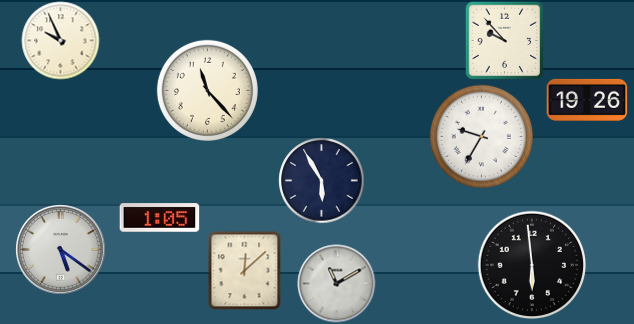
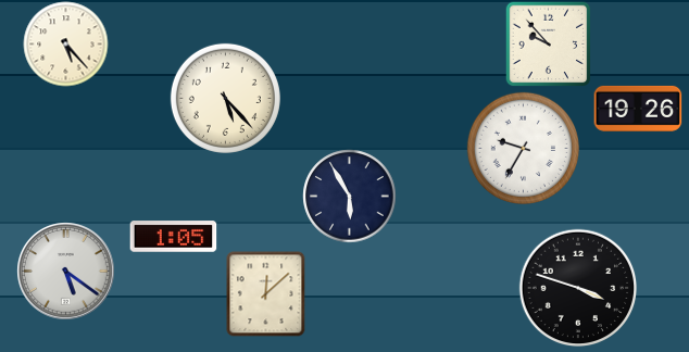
clock at (60, 40): 9:56 -> 5:23
clock at (207, 90): 11:23 -> 5:23
clock at (532, 265): 5:59 -> 3:48
clock at (336, 283): 11:10 -> none
